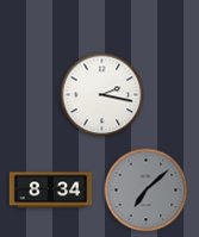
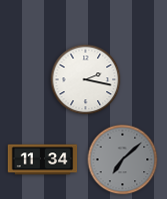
clock at (51, 191): 8:34 -> 11:34
